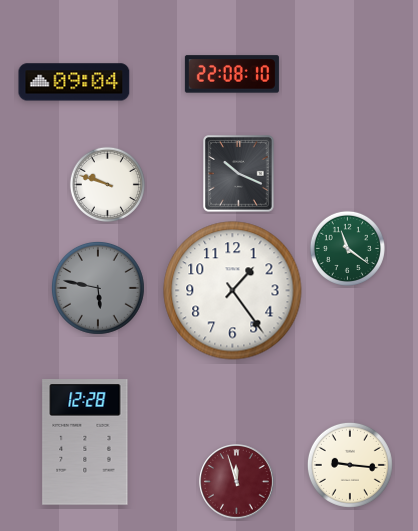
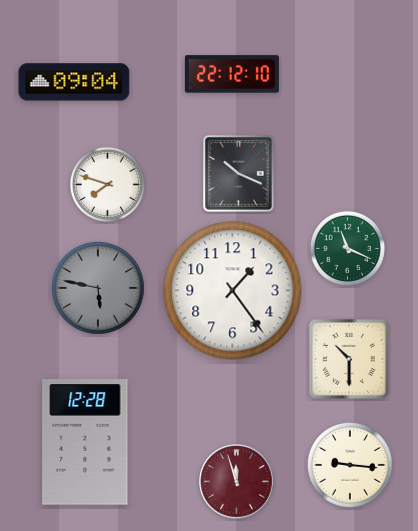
clock at (232, 74): 22:08 -> 22:12
clock at (107, 184): 9:48 -> 7:48
clock at (347, 248): 11:21 -> 11:19
clock at (349, 359): none -> 10:30
